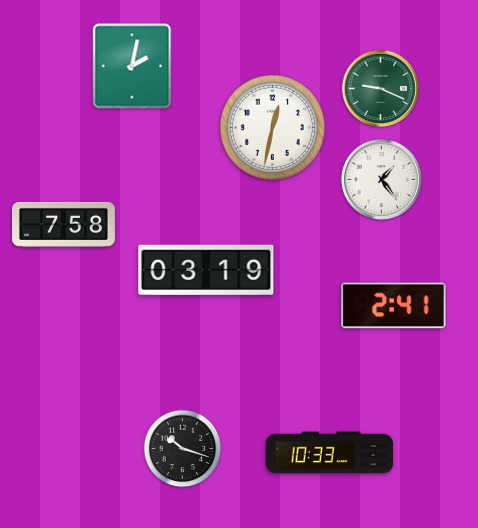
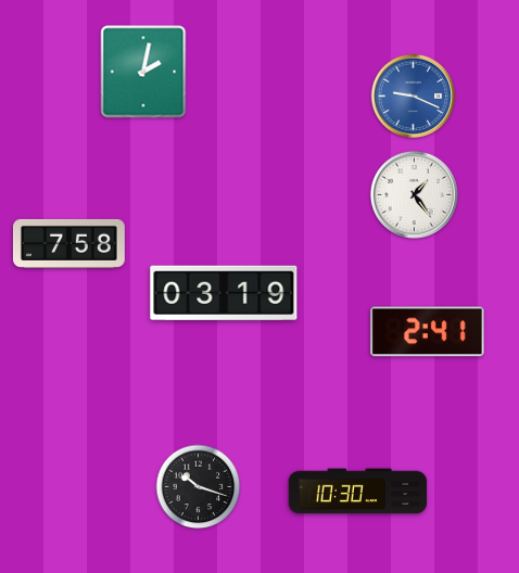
clock at (381, 89) dial: green -> blue
clock at (272, 127): 12:32 -> none
clock at (330, 453): 10:33 -> 10:30
